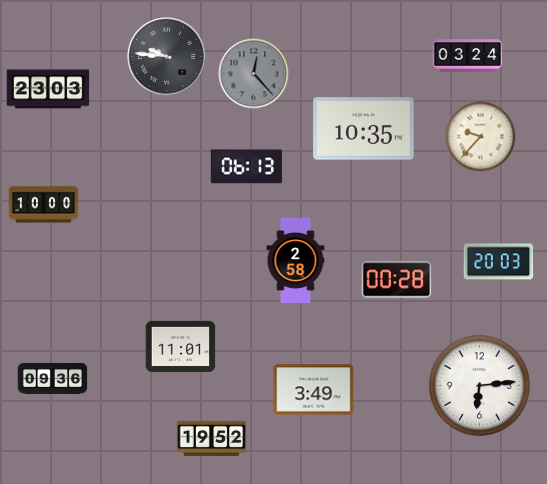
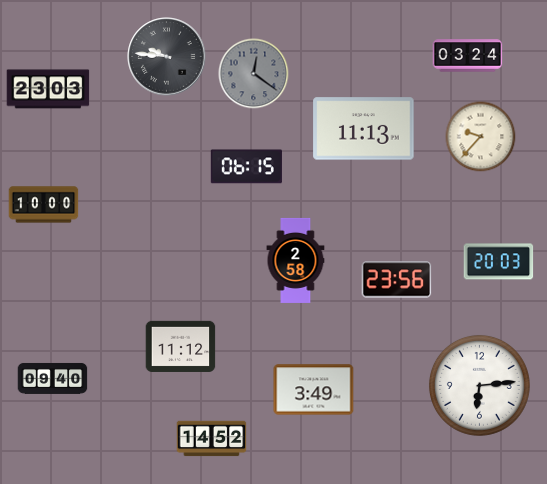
clock at (254, 74): 12:23 -> 12:21
clock at (364, 129): 10:35 -> 11:13
clock at (246, 167): 06:13 -> 06:15
clock at (397, 280): 00:28 -> 23:56
clock at (181, 346): 11:01 -> 11:12
clock at (53, 378): 09:36 -> 09:40
clock at (212, 439): 19:52 -> 14:52
